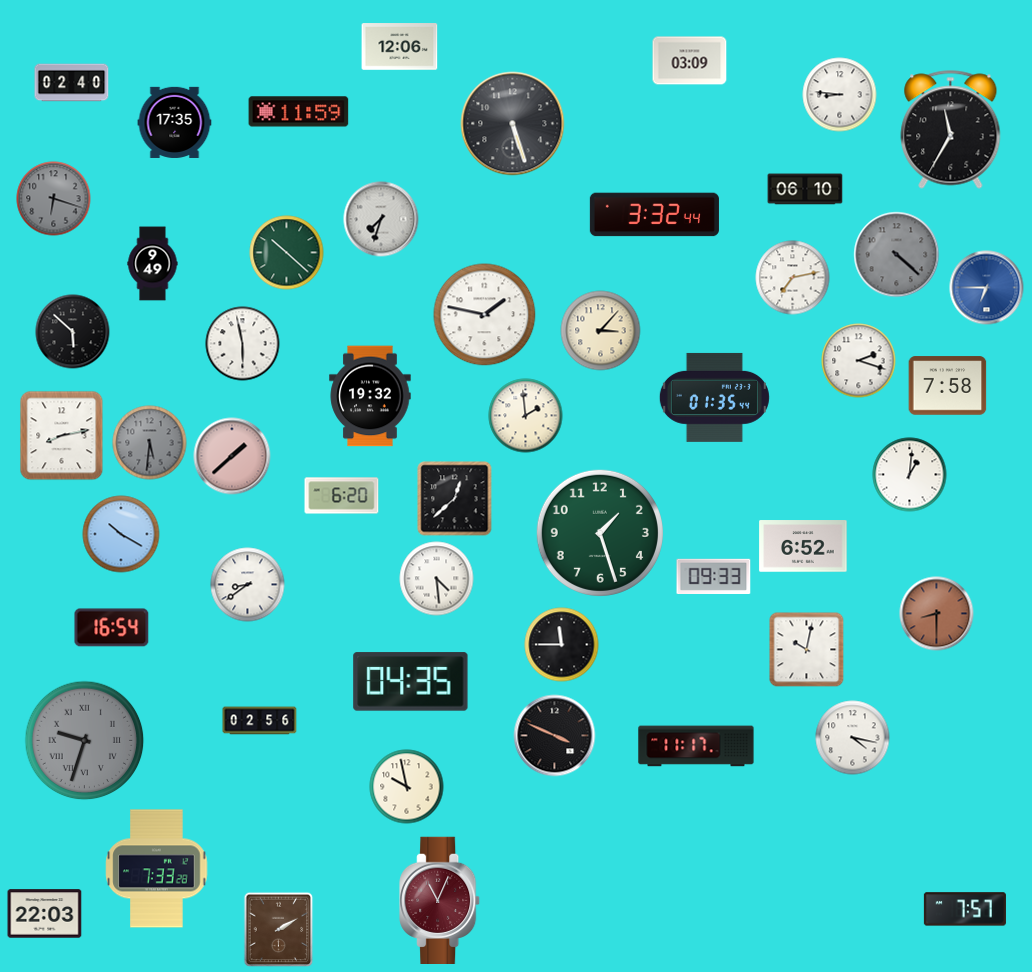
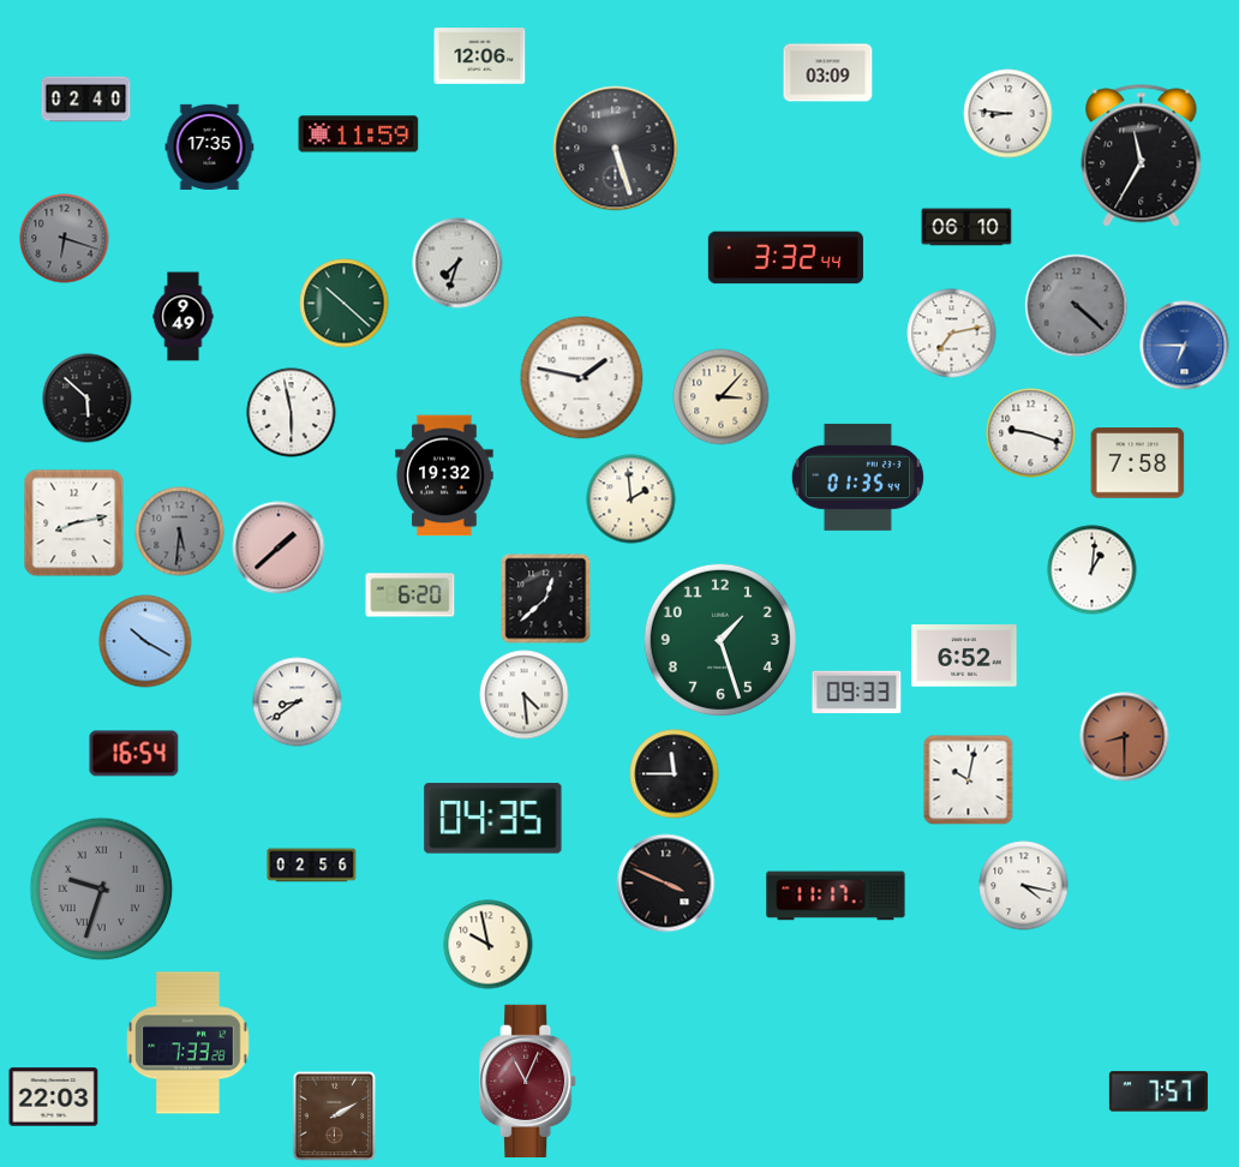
clock at (859, 361): 2:18 -> 9:18
